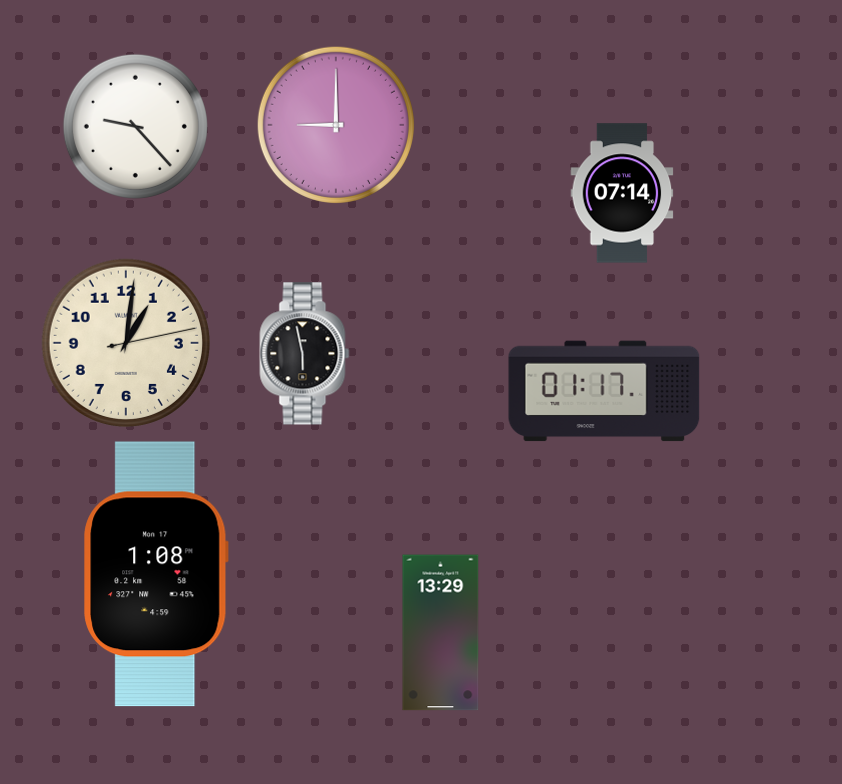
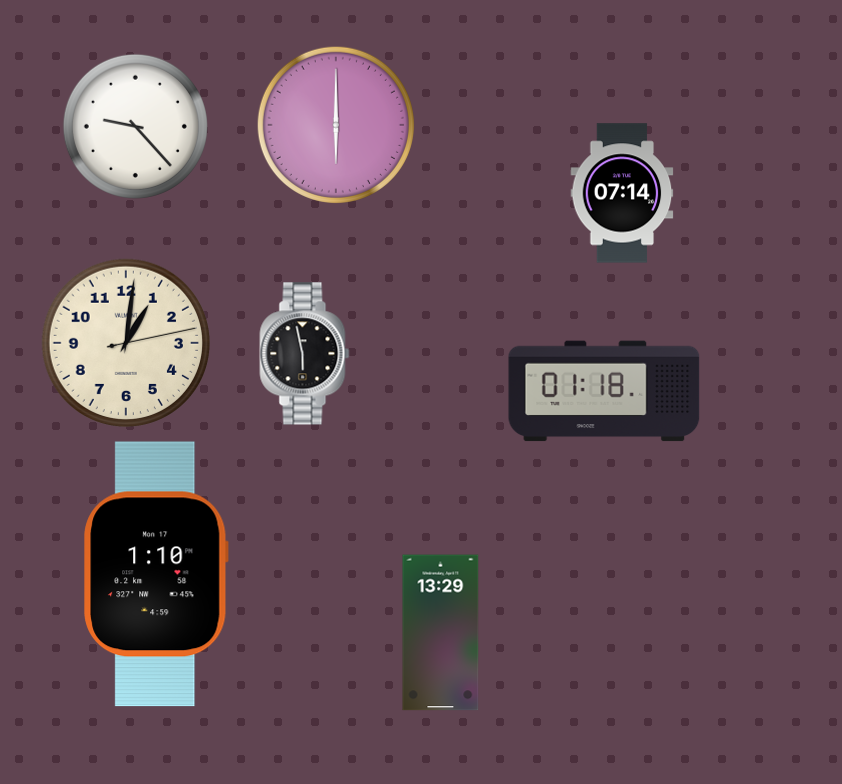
clock at (336, 125): 9:00 -> 6:00
clock at (604, 391): 01:17 -> 01:18
clock at (156, 574): 1:08 -> 1:10
